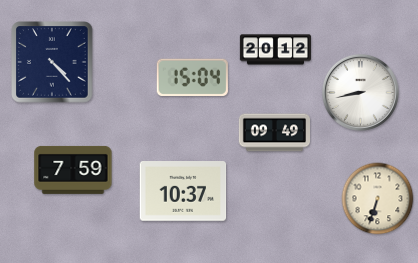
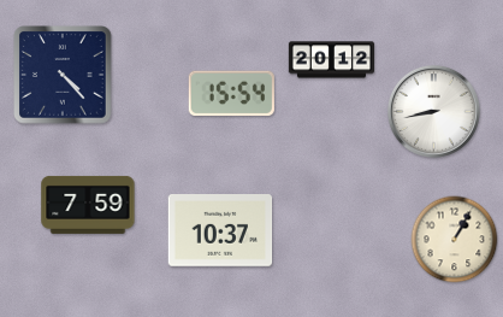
clock at (192, 77): 15:04 -> 15:54
clock at (274, 133): 09:49 -> none
clock at (378, 199): 6:33 -> 1:05
